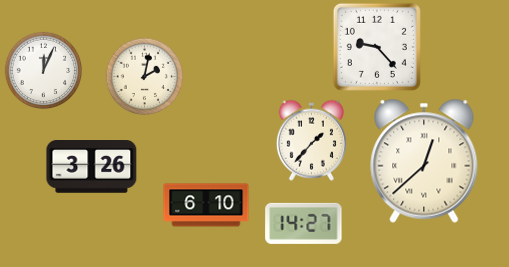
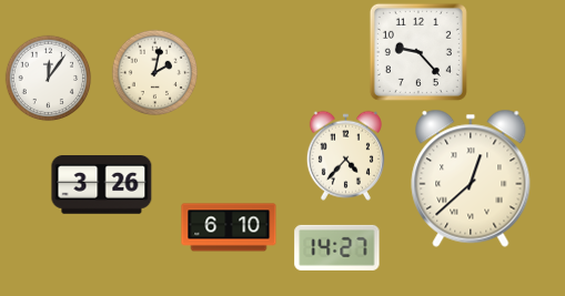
clock at (43, 70): 12:04 -> 12:06
clock at (144, 76) position: (144, 76) -> (154, 72)
clock at (311, 140): 1:37 -> 4:37
